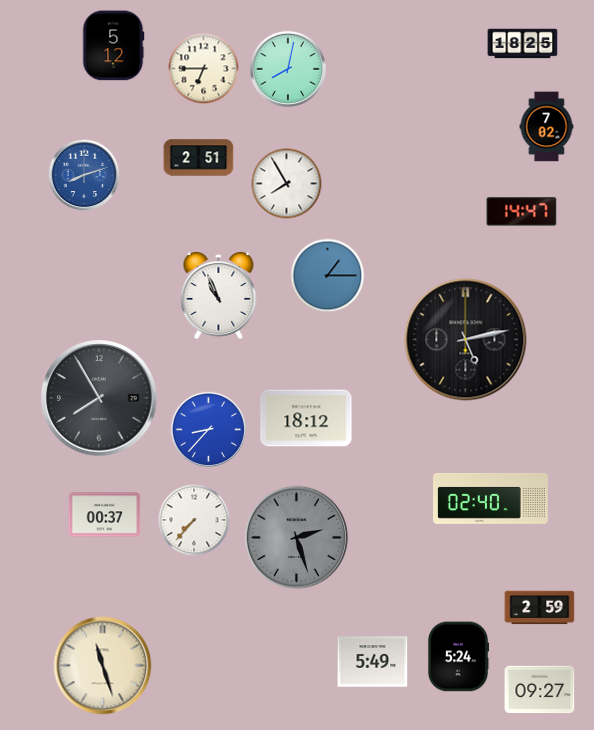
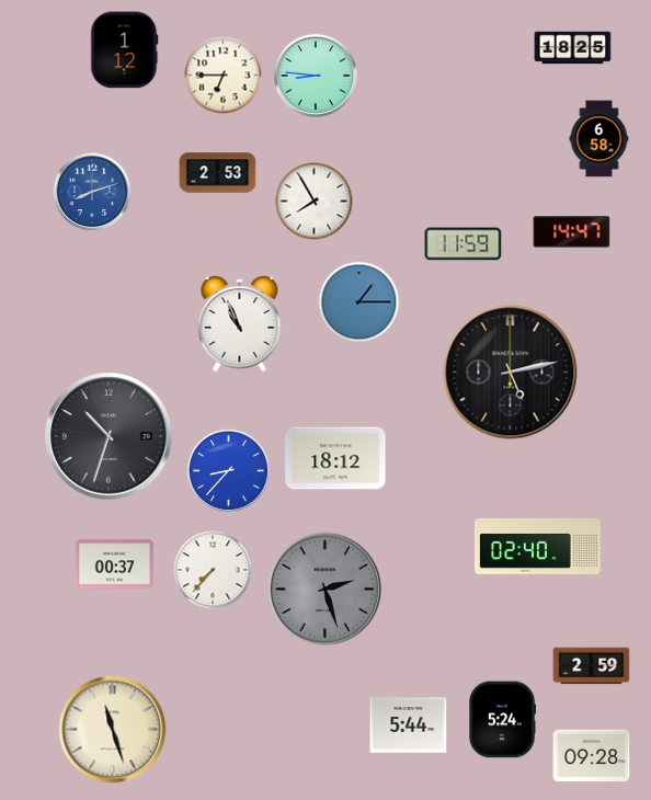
clock at (113, 46): 5:12 -> 1:12
clock at (288, 69): 8:02 -> 8:46
clock at (547, 127): 7:02 -> 6:58
clock at (199, 158): 2:51 -> 2:53
clock at (464, 244): none -> 11:59
clock at (99, 398): 7:55 -> 10:33
clock at (373, 662): 5:49 -> 5:44
clock at (540, 690): 09:27 -> 09:28
